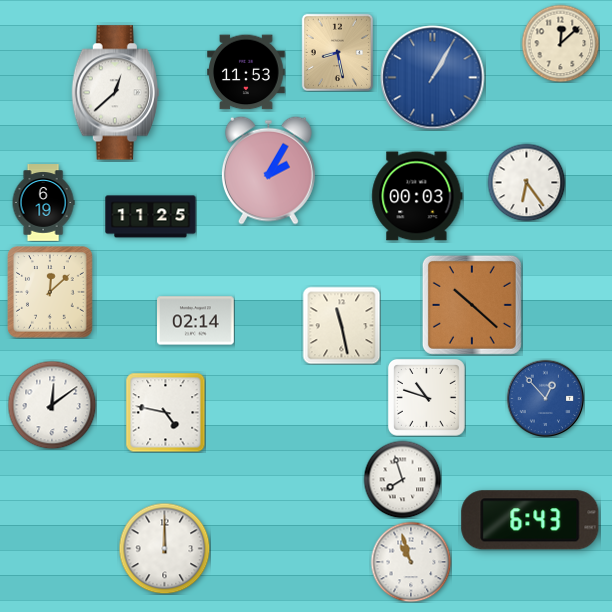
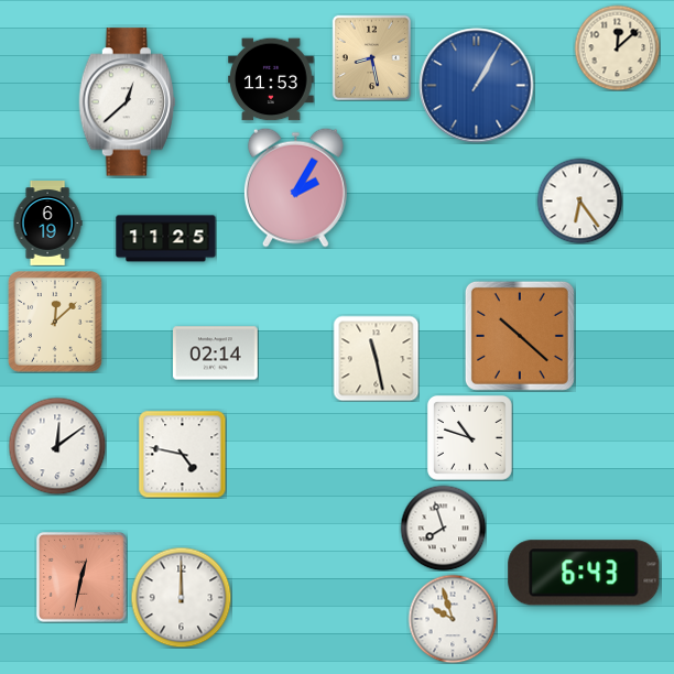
clock at (417, 196): 00:03 -> none
clock at (545, 398): 12:53 -> none
clock at (83, 578): none -> 12:32
clock at (164, 548) position: (164, 548) -> (181, 597)
clock at (411, 562): 10:57 -> 9:57
